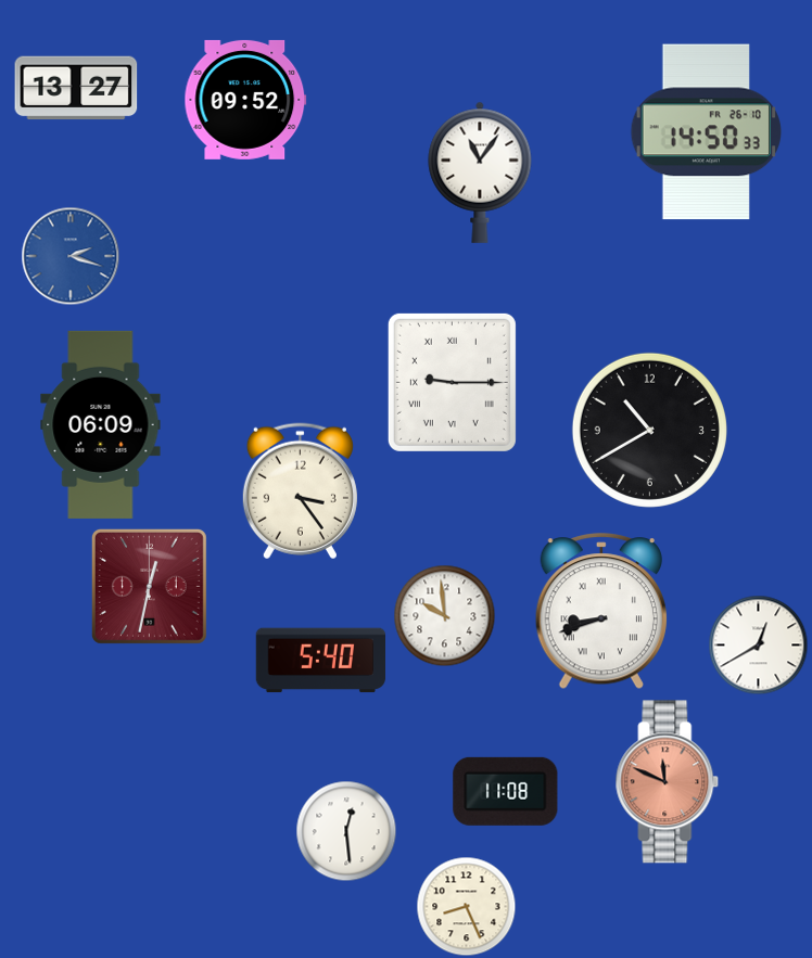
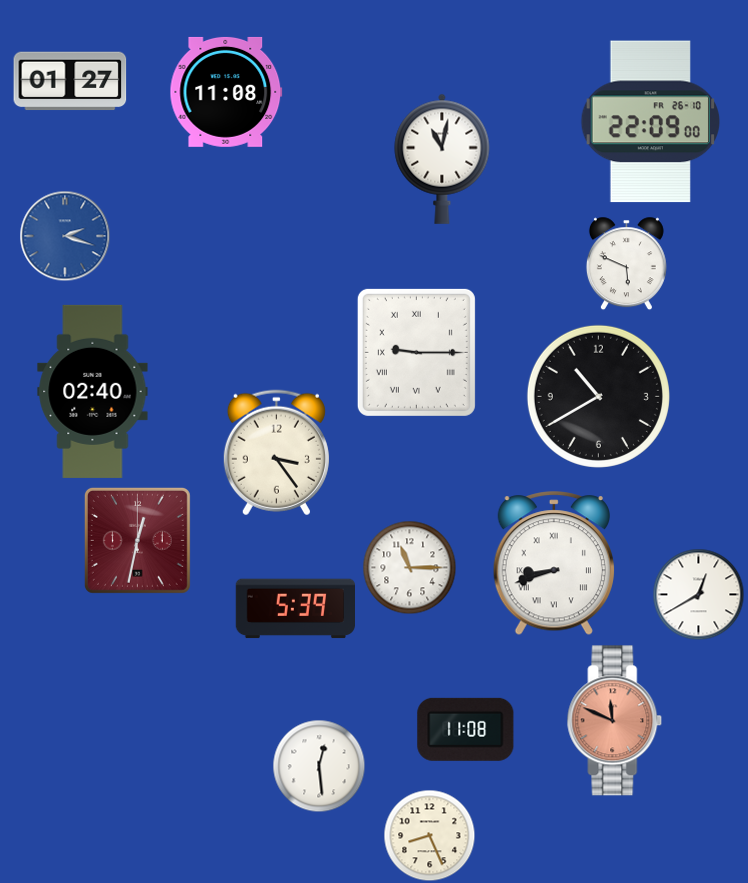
clock at (76, 88): 13:27 -> 01:27
clock at (245, 100): 09:52 -> 11:08
clock at (706, 132): 14:50 -> 22:09
clock at (480, 173): 11:06 -> 11:02
clock at (626, 263): none -> 5:49
clock at (101, 424): 06:09 -> 02:40
clock at (444, 615): 9:59 -> 11:15
clock at (320, 661): 5:40 -> 5:39
